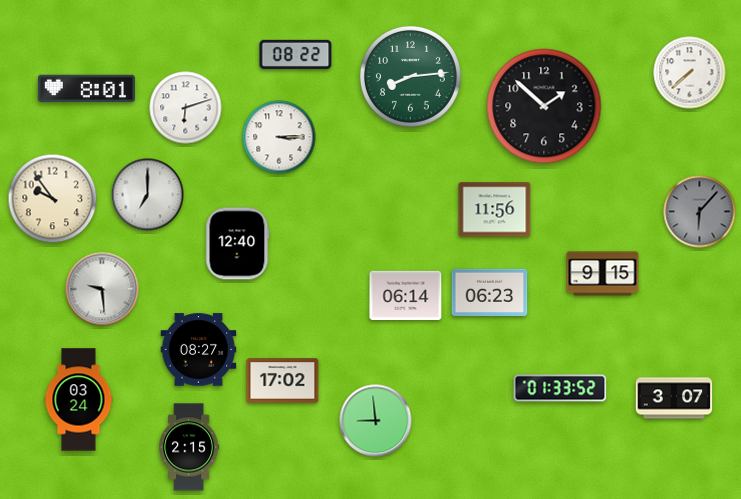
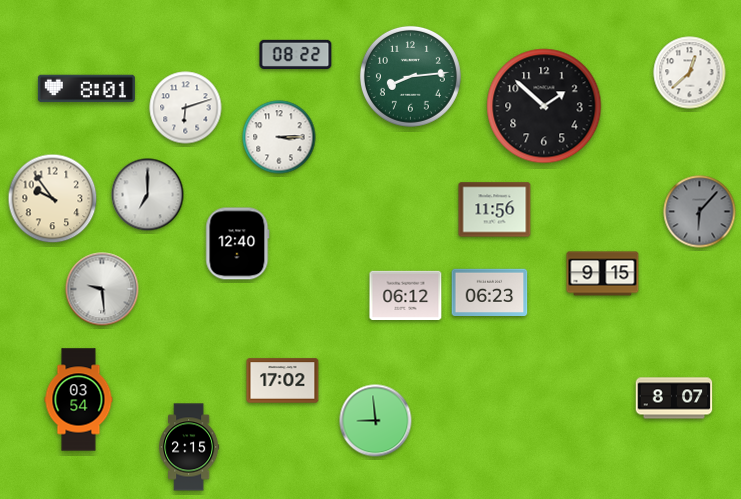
clock at (690, 73): 7:38 -> 12:38
clock at (406, 295): 06:14 -> 06:12
clock at (199, 350): 08:27 -> none
clock at (560, 388): 01:33 -> none
clock at (674, 398): 3:07 -> 8:07
clock at (79, 400): 03:24 -> 03:54
